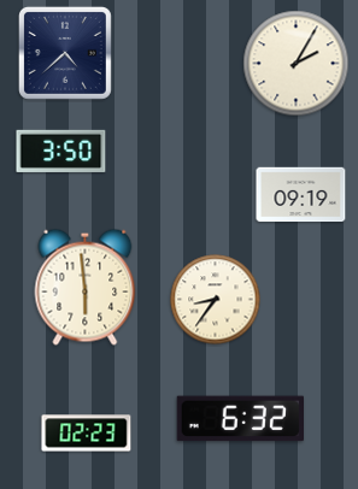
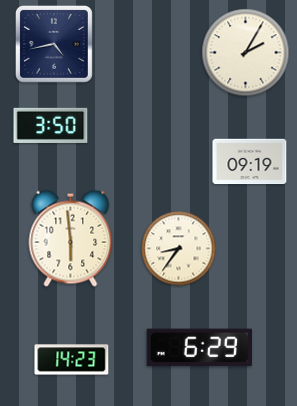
clock at (65, 53): 4:38 -> 4:43
clock at (240, 419): 6:32 -> 6:29
clock at (87, 434): 02:23 -> 14:23
